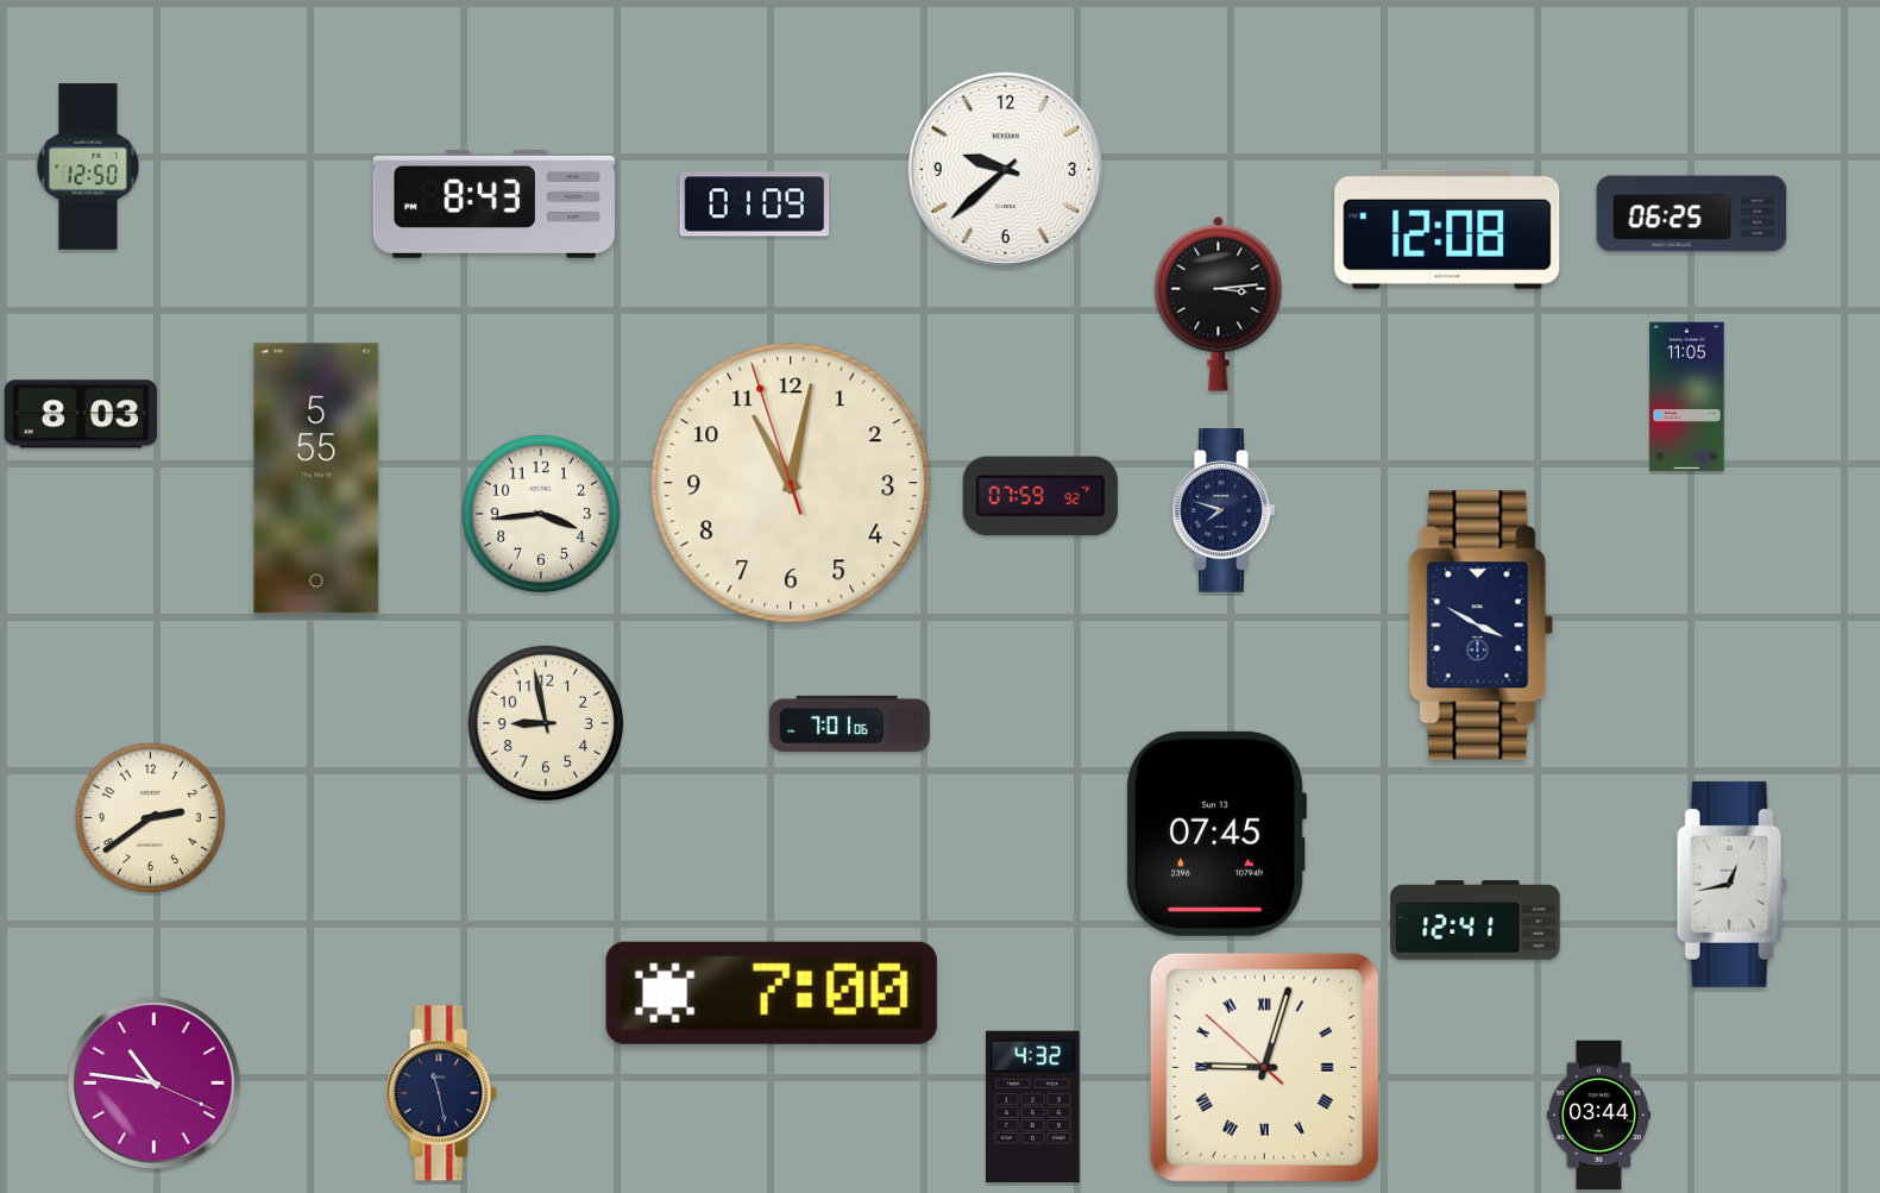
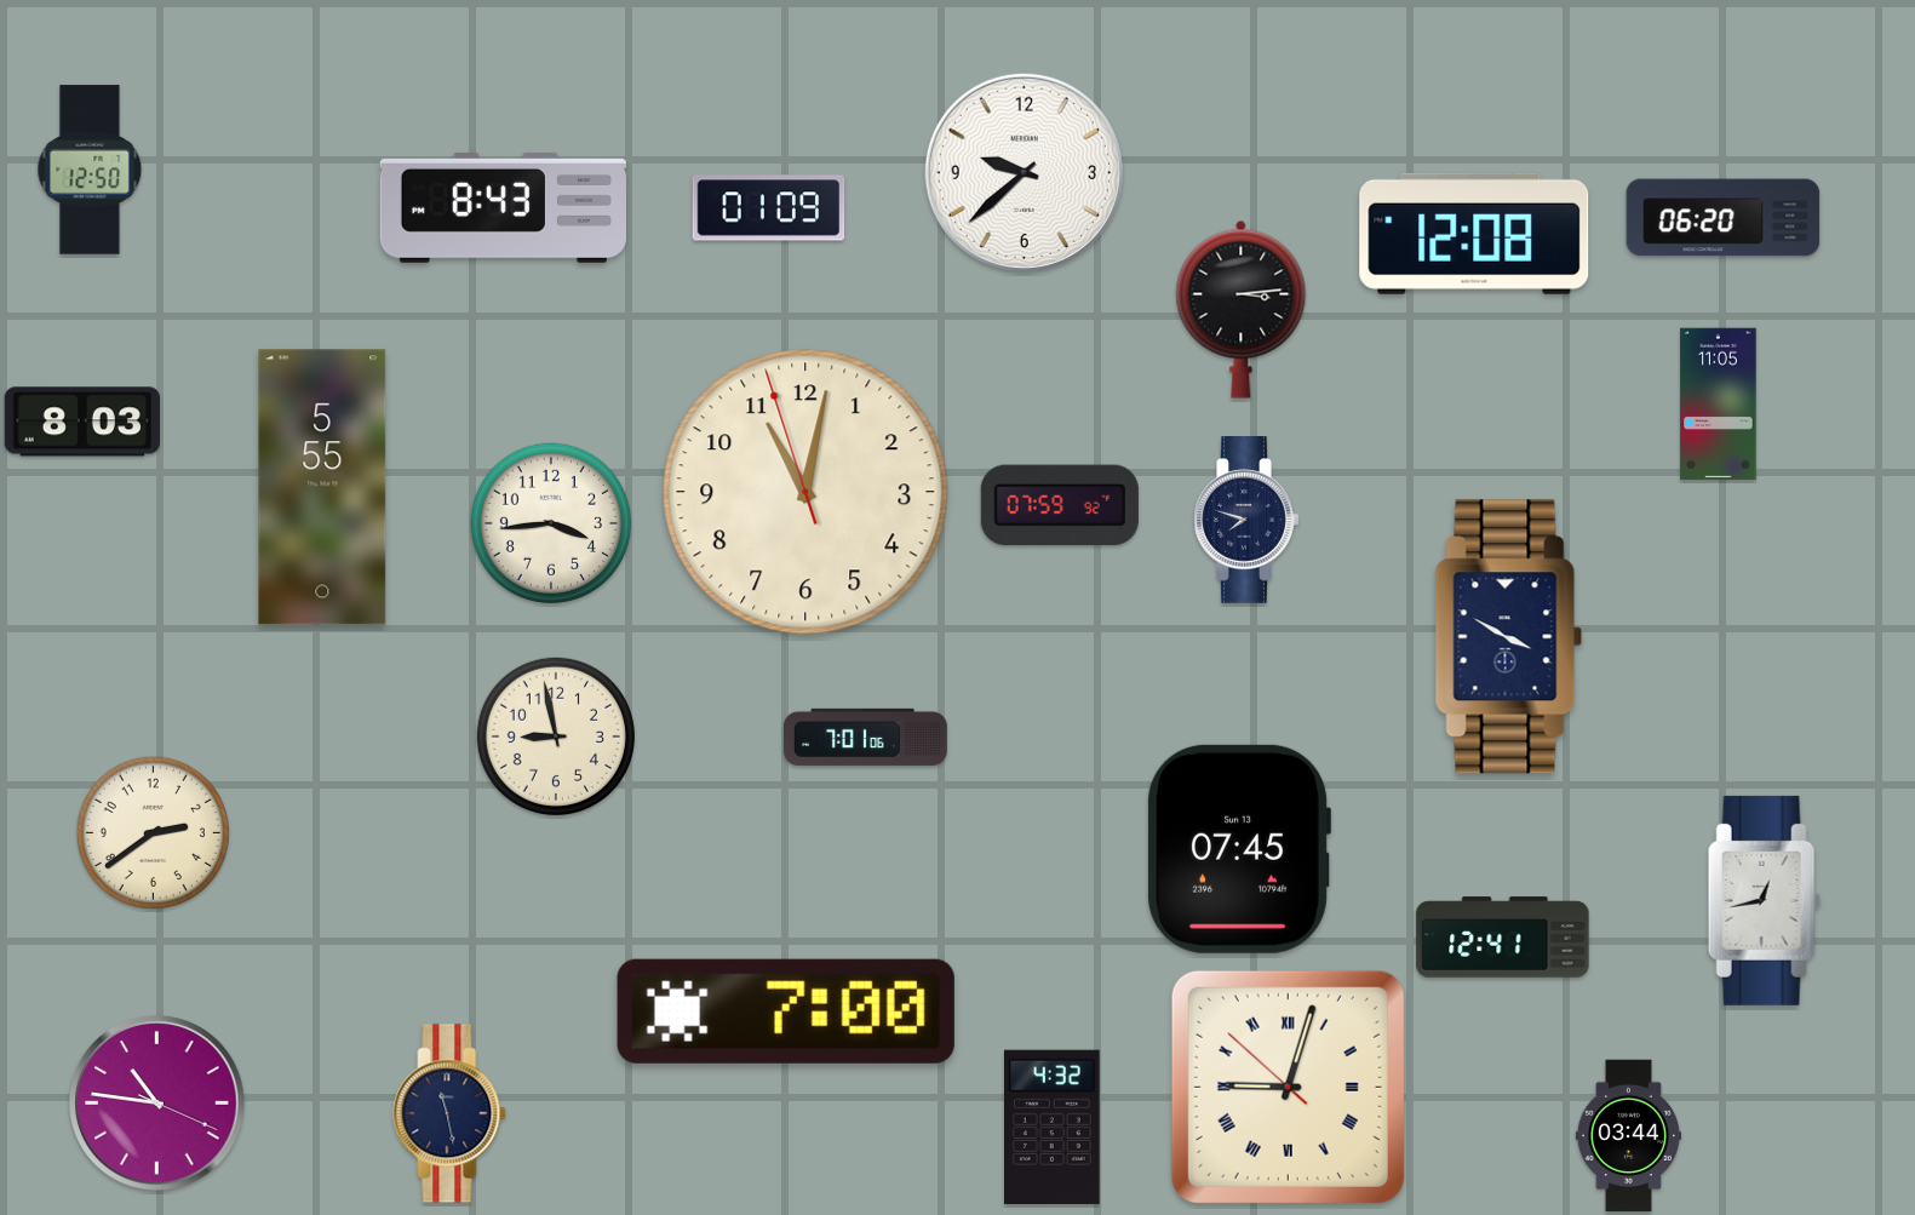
clock at (1692, 214): 06:25 -> 06:20
